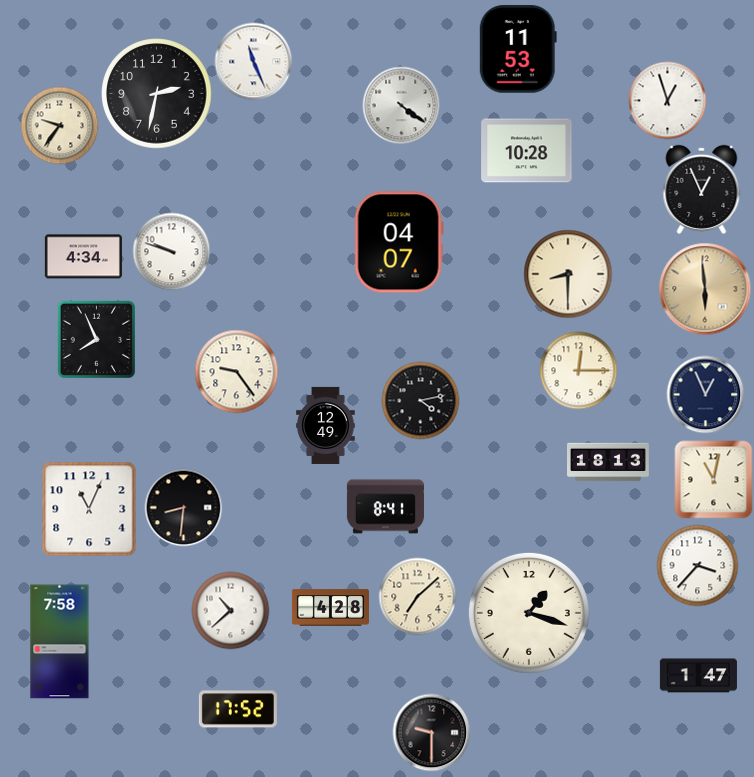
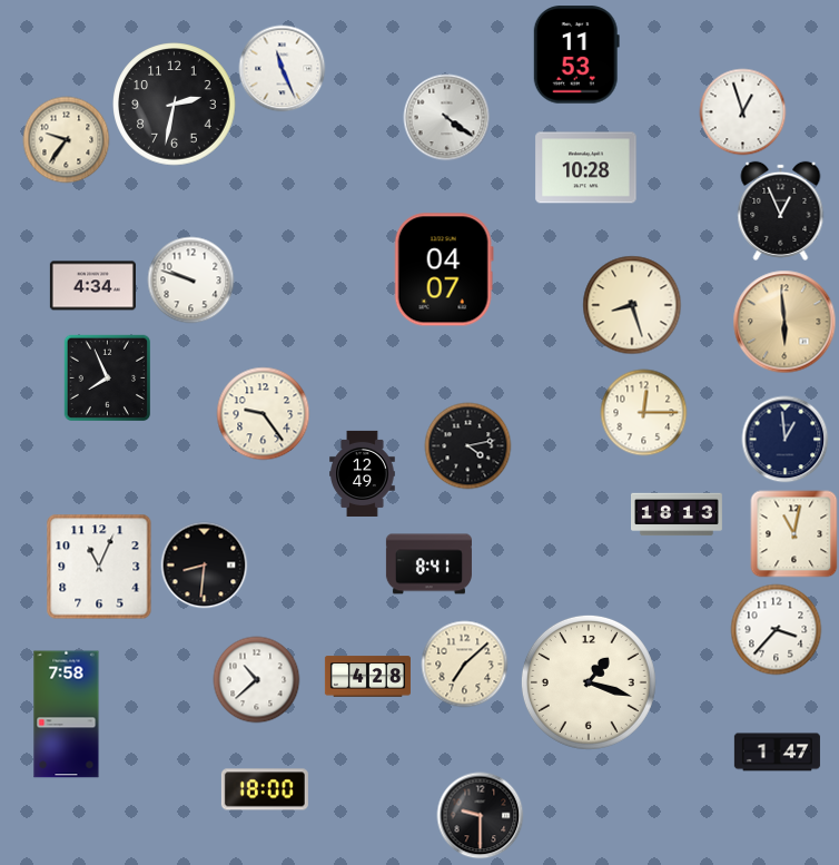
clock at (568, 274): 8:30 -> 8:27
clock at (705, 394): 12:56 -> 12:59
clock at (238, 709): 17:52 -> 18:00
